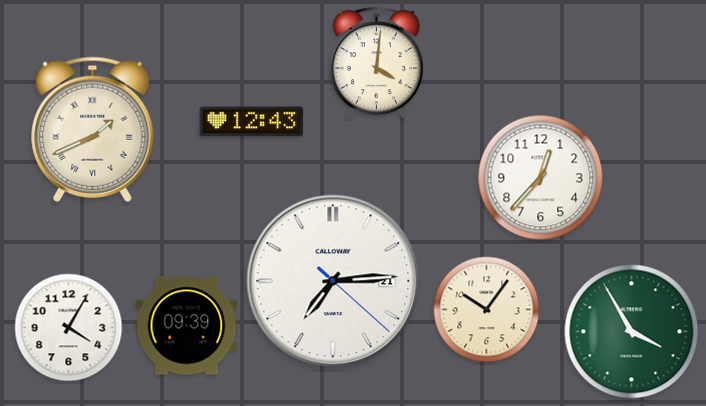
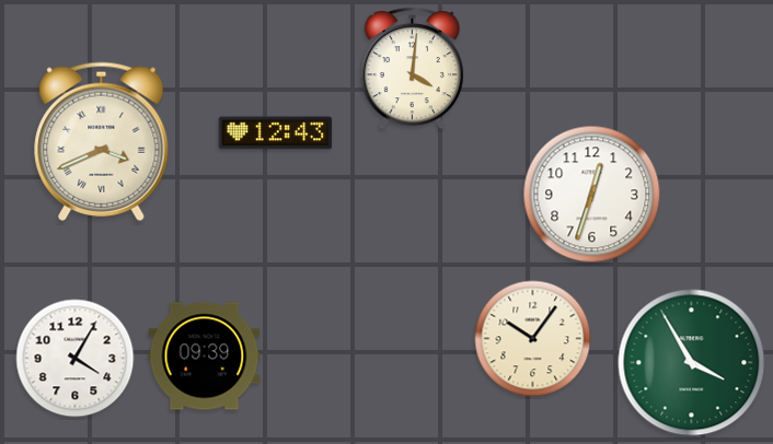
clock at (93, 129): 1:41 -> 3:41
clock at (541, 178): 12:37 -> 12:33
clock at (333, 281): 7:14 -> none
